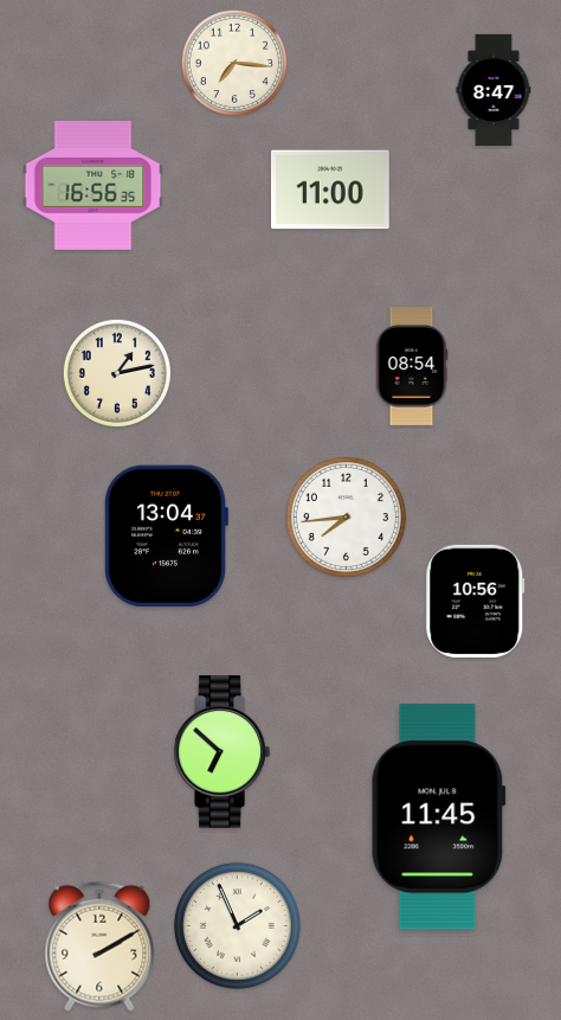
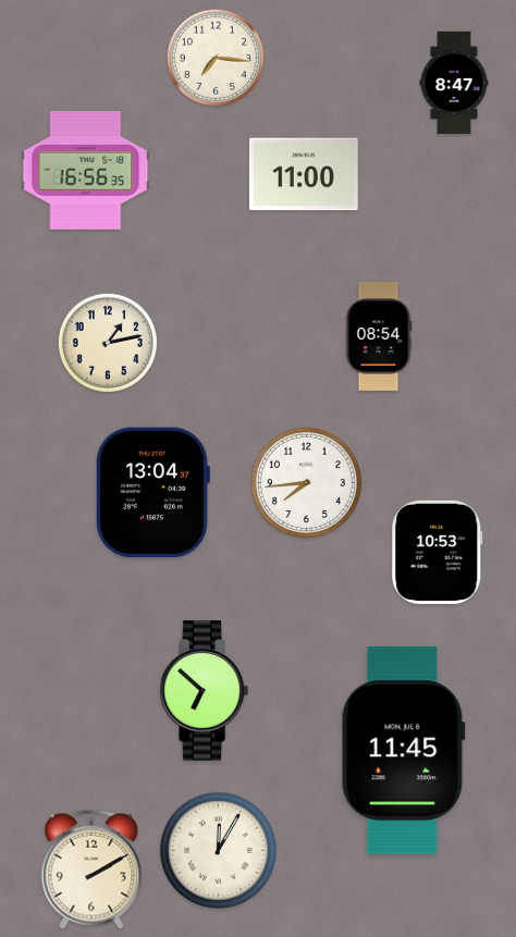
clock at (346, 517) position: (346, 517) -> (306, 482)
clock at (476, 601): 10:56 -> 10:53
clock at (237, 925): 1:56 -> 12:05
